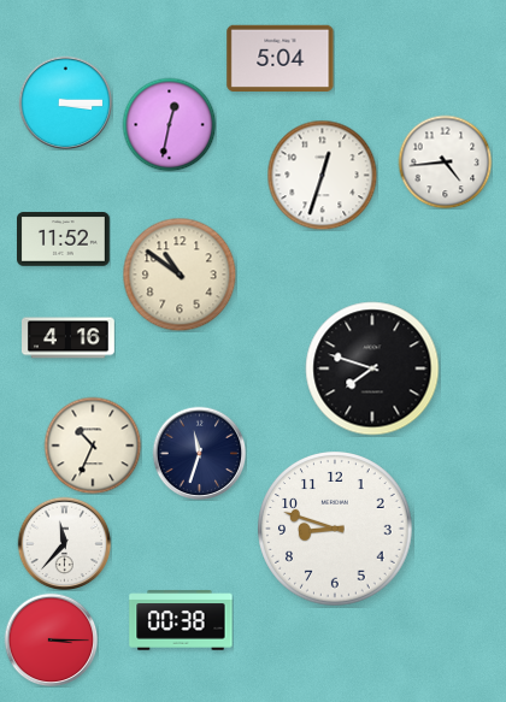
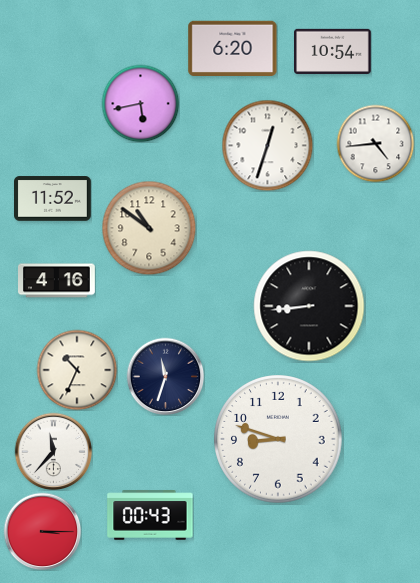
clock at (281, 58): 5:04 -> 6:20
clock at (333, 51): none -> 10:54
clock at (65, 102): 3:15 -> none
clock at (169, 124): 12:32 -> 5:43
clock at (445, 161) position: (445, 161) -> (375, 143)
clock at (372, 368): 7:48 -> 8:44
clock at (181, 620): 00:38 -> 00:43
